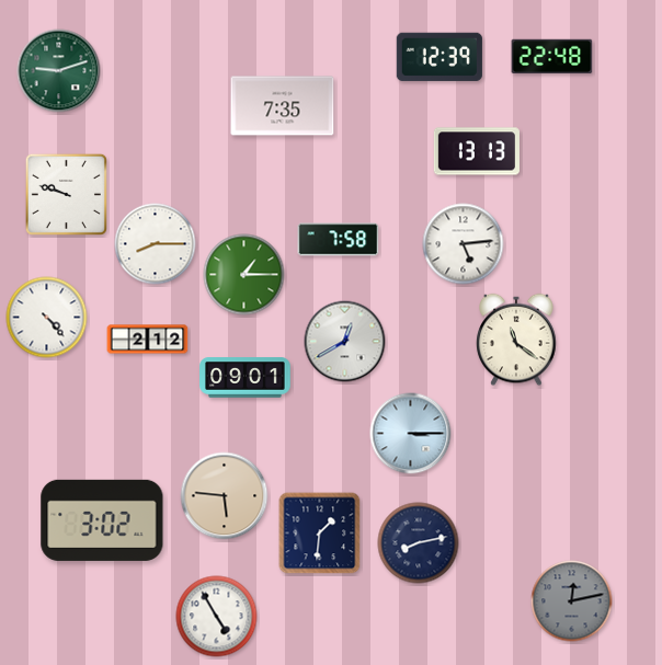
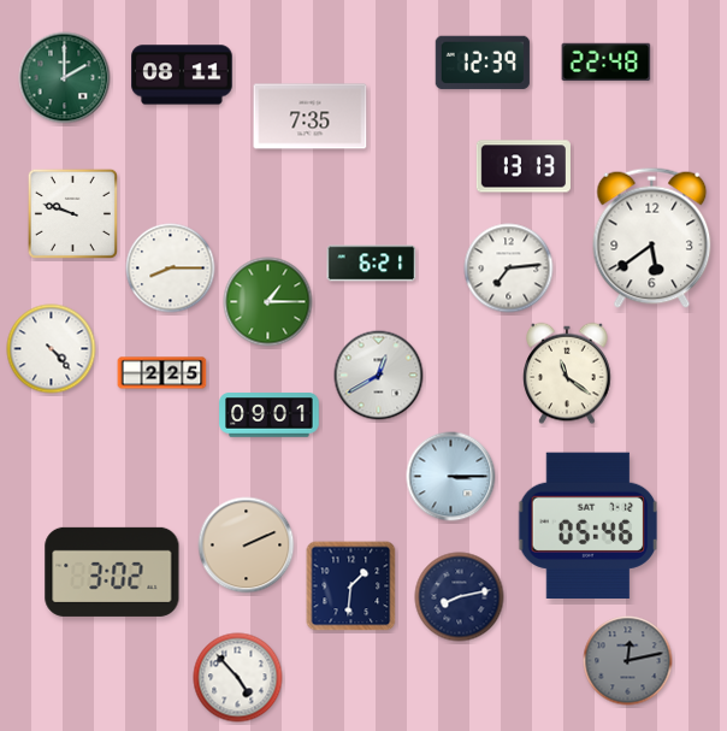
clock at (182, 75): none -> 08:11
clock at (59, 71): 9:12 -> 2:00
clock at (652, 237): none -> 5:39
clock at (339, 240): 7:58 -> 6:21
clock at (464, 244): 5:14 -> 7:14
clock at (148, 340): 2:12 -> 2:25
clock at (589, 525): none -> 05:46
clock at (225, 496): 5:46 -> 2:11
clock at (217, 617): 4:55 -> 4:53
